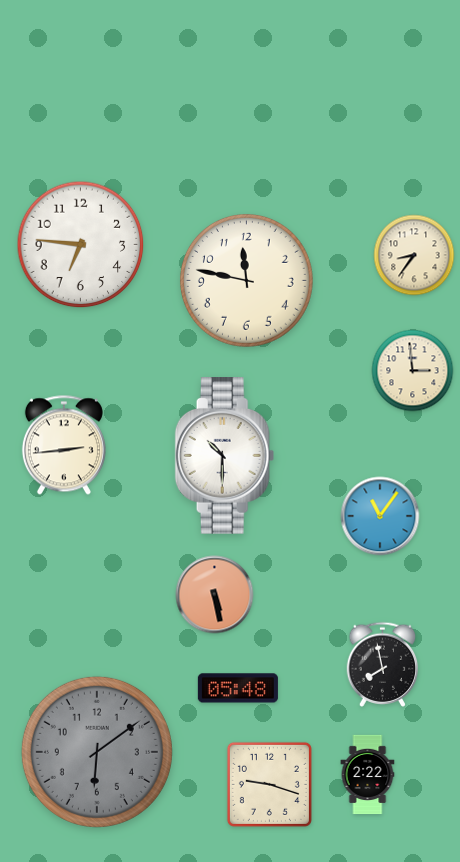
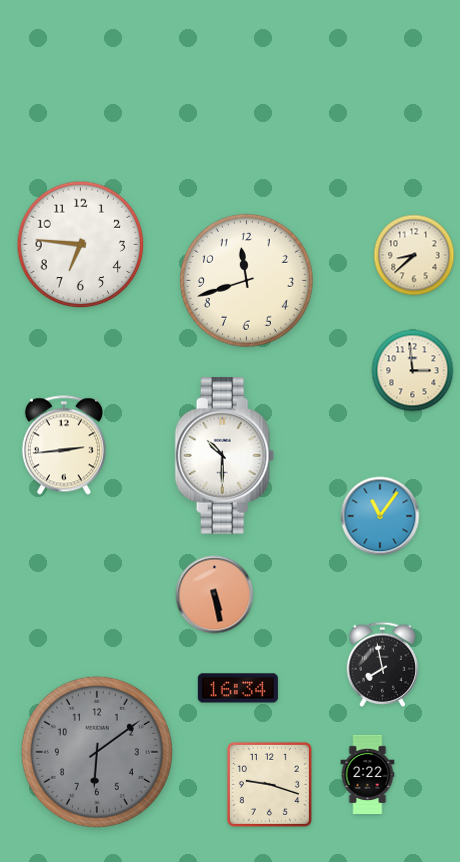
clock at (414, 255): 8:36 -> 8:38
clock at (246, 280): 11:47 -> 11:42
clock at (238, 688): 05:48 -> 16:34
